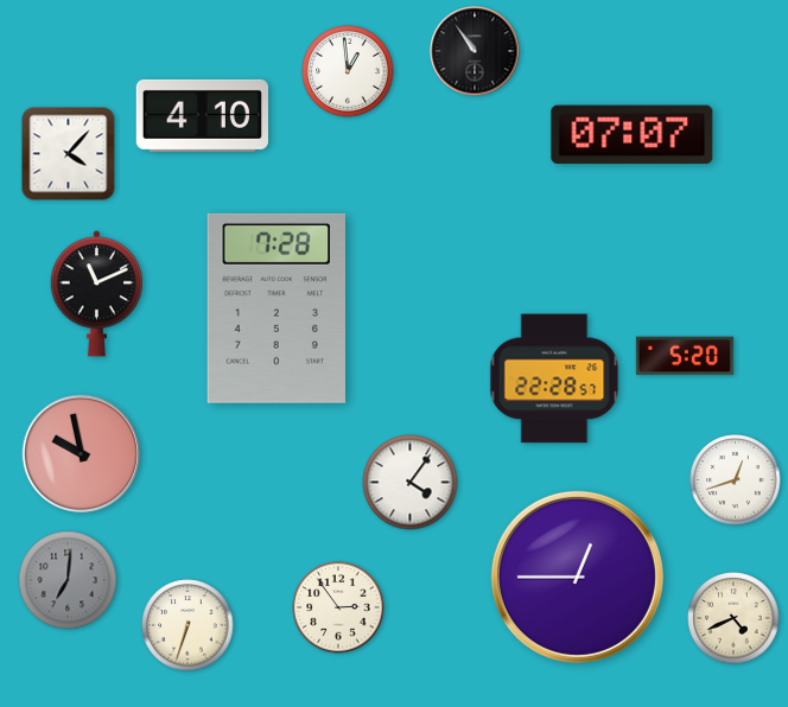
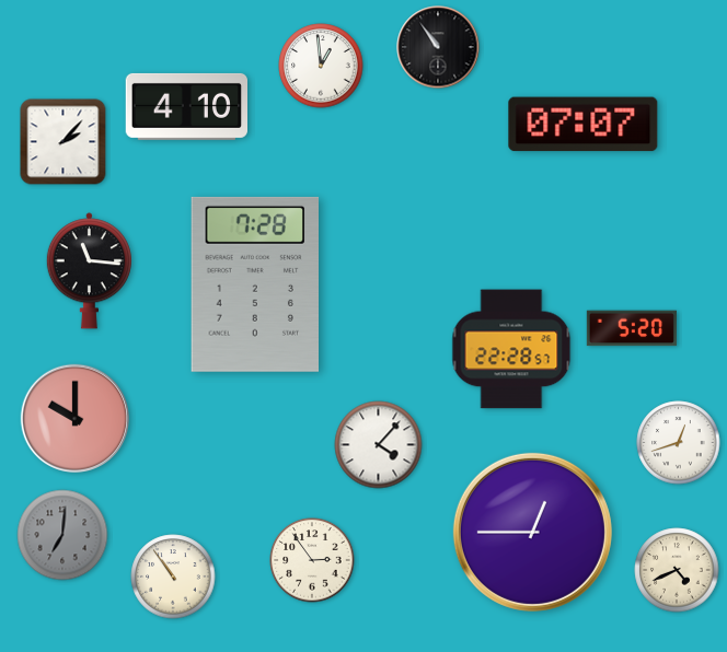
clock at (69, 154): 4:07 -> 2:07
clock at (96, 294): 11:11 -> 11:16
clock at (82, 454): 9:58 -> 10:00
clock at (411, 483): 4:06 -> 4:07
clock at (188, 625): 6:33 -> 10:54
